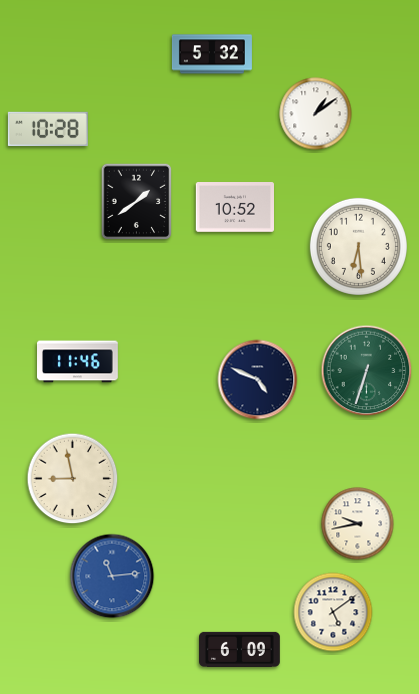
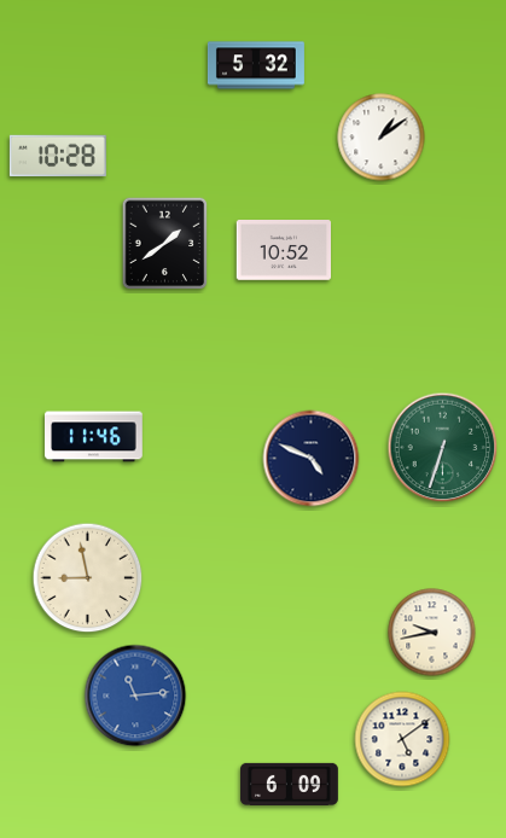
clock at (358, 246): 6:29 -> none
